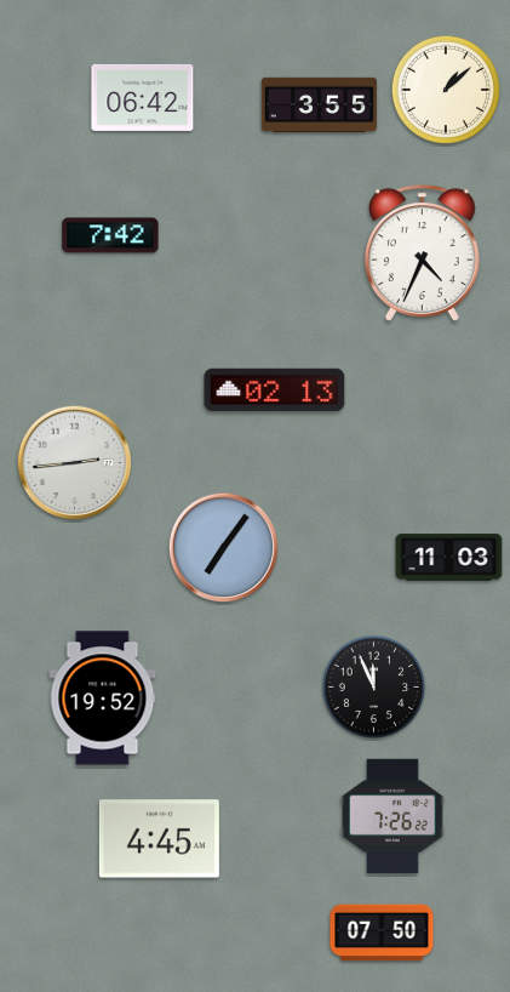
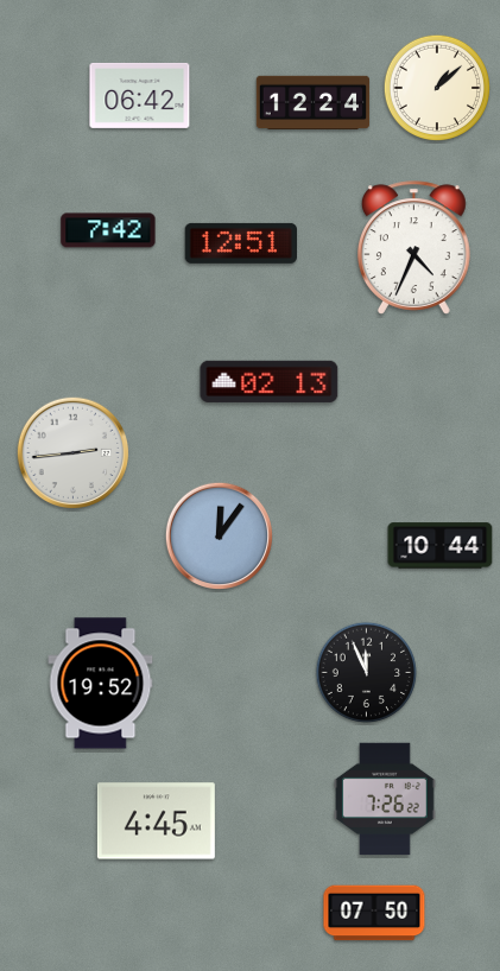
clock at (320, 104): 3:55 -> 12:24
clock at (241, 243): none -> 12:51
clock at (223, 547): 7:06 -> 12:06
clock at (449, 558): 11:03 -> 10:44
